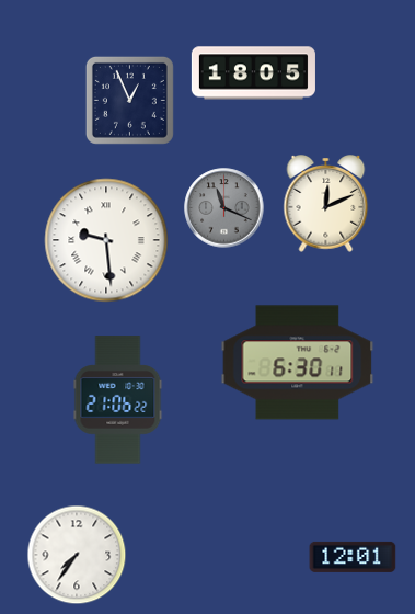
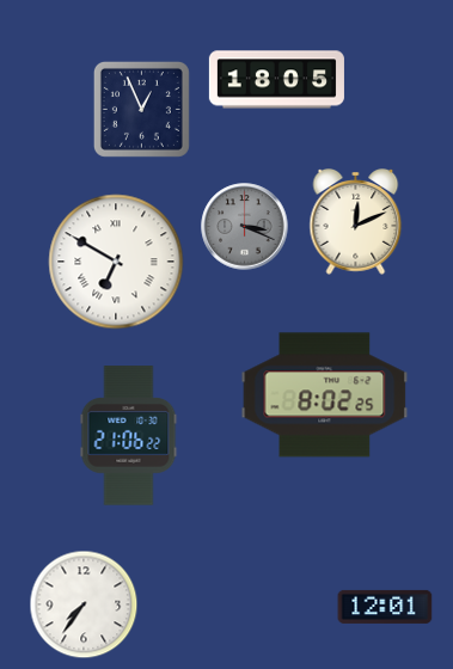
clock at (224, 208): 11:19 -> 3:19
clock at (106, 240): 9:29 -> 6:50
clock at (298, 363): 6:30 -> 8:02
